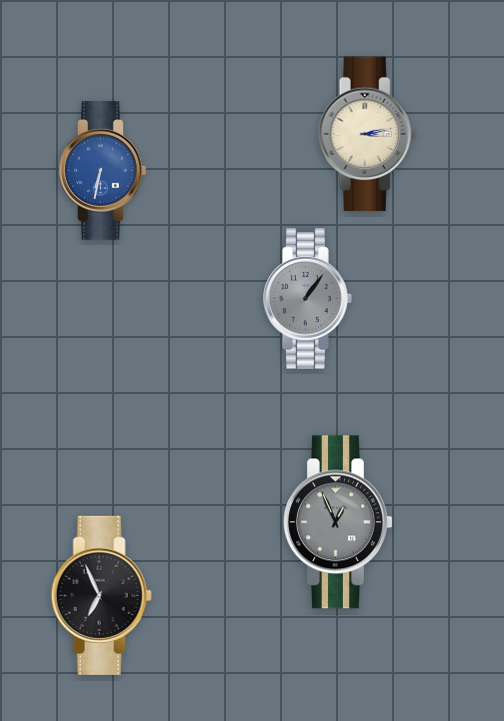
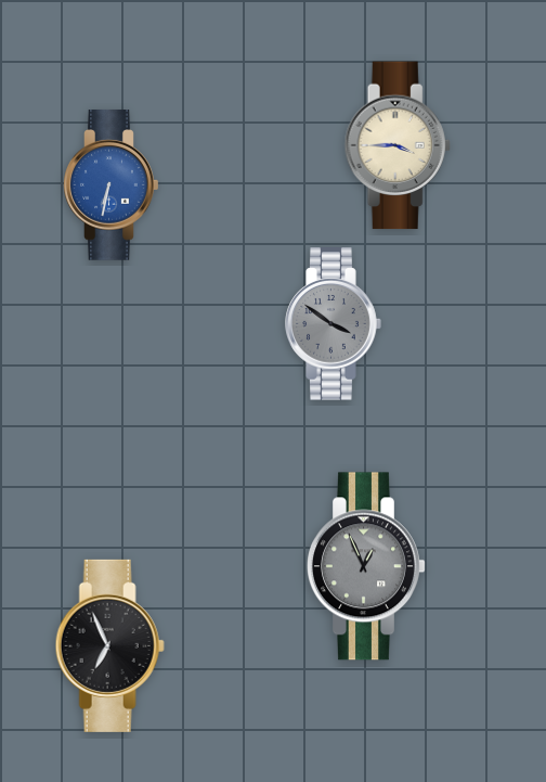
clock at (367, 134): 3:13 -> 3:45
clock at (308, 299): 1:06 -> 3:51
